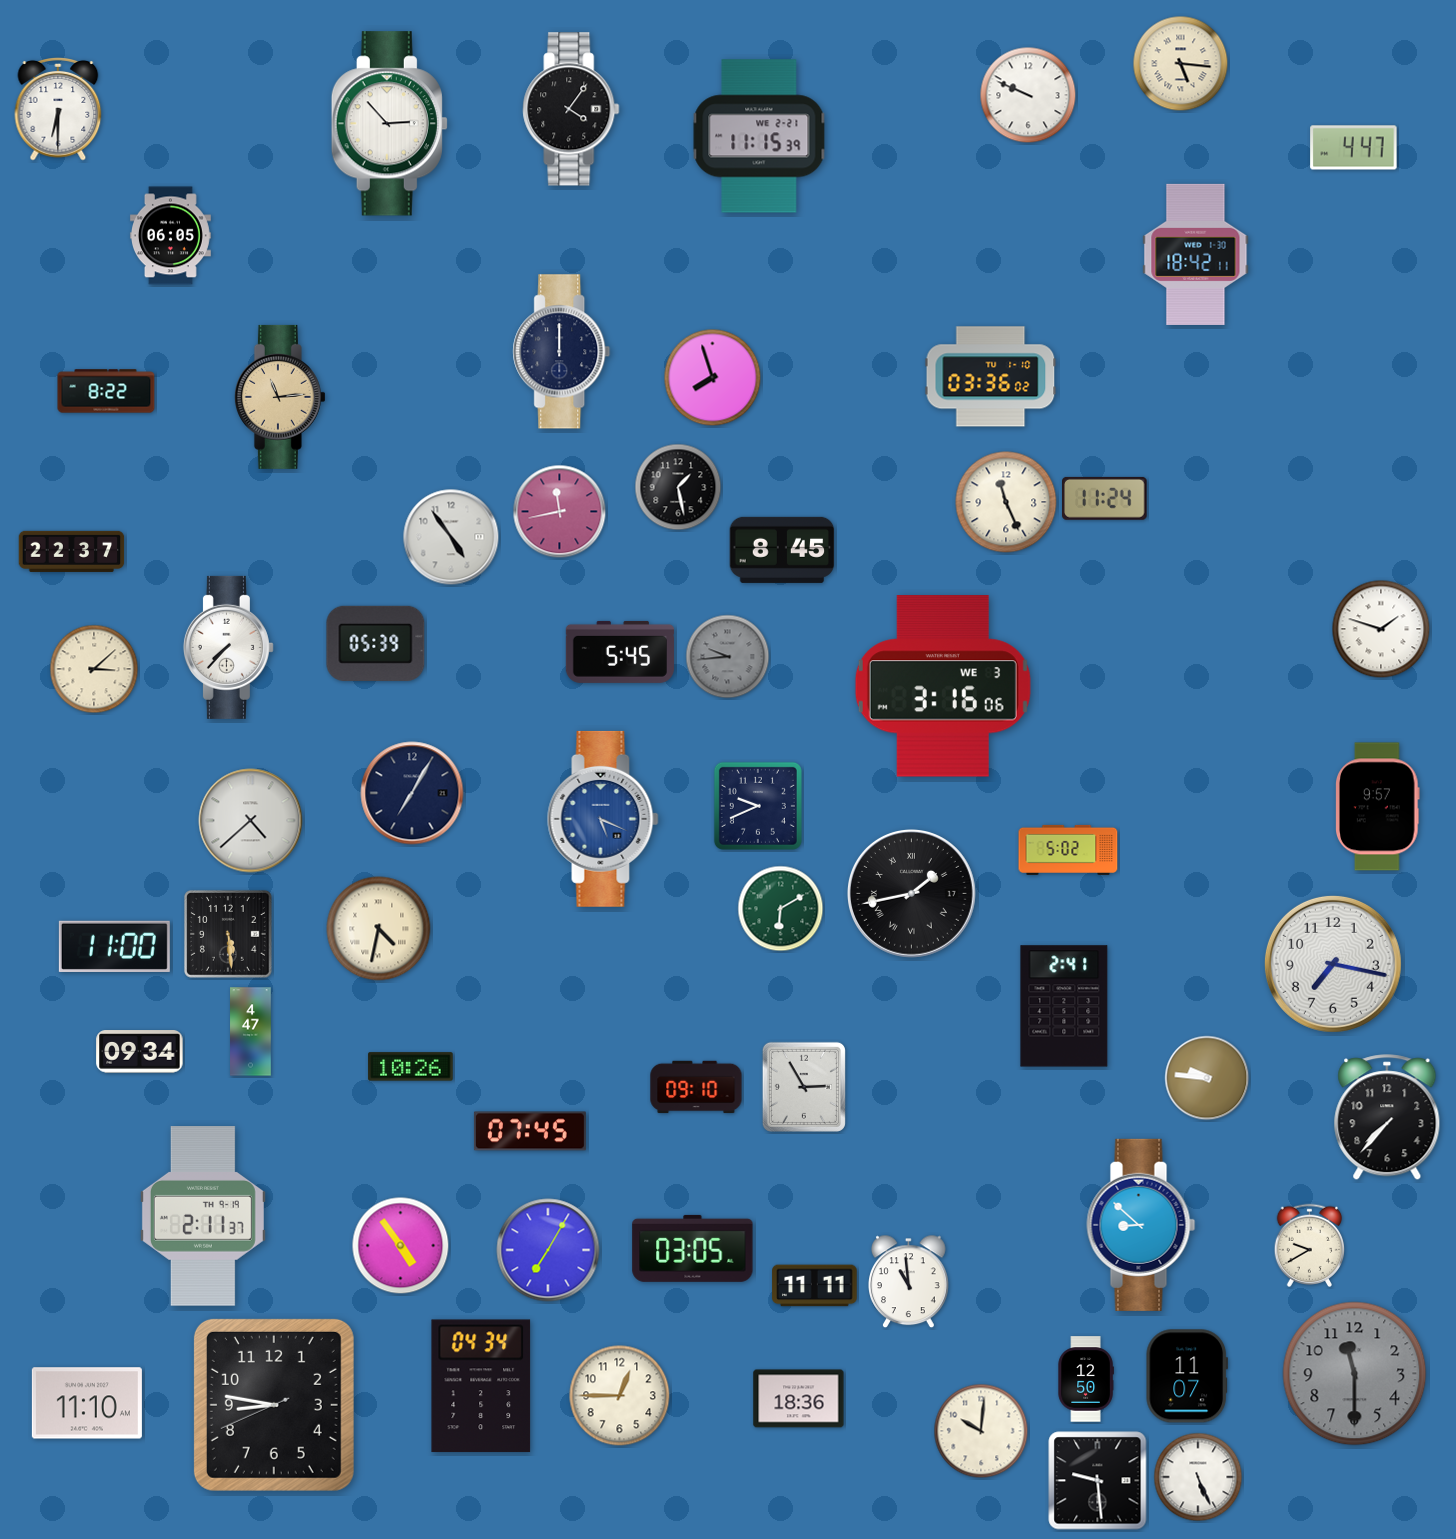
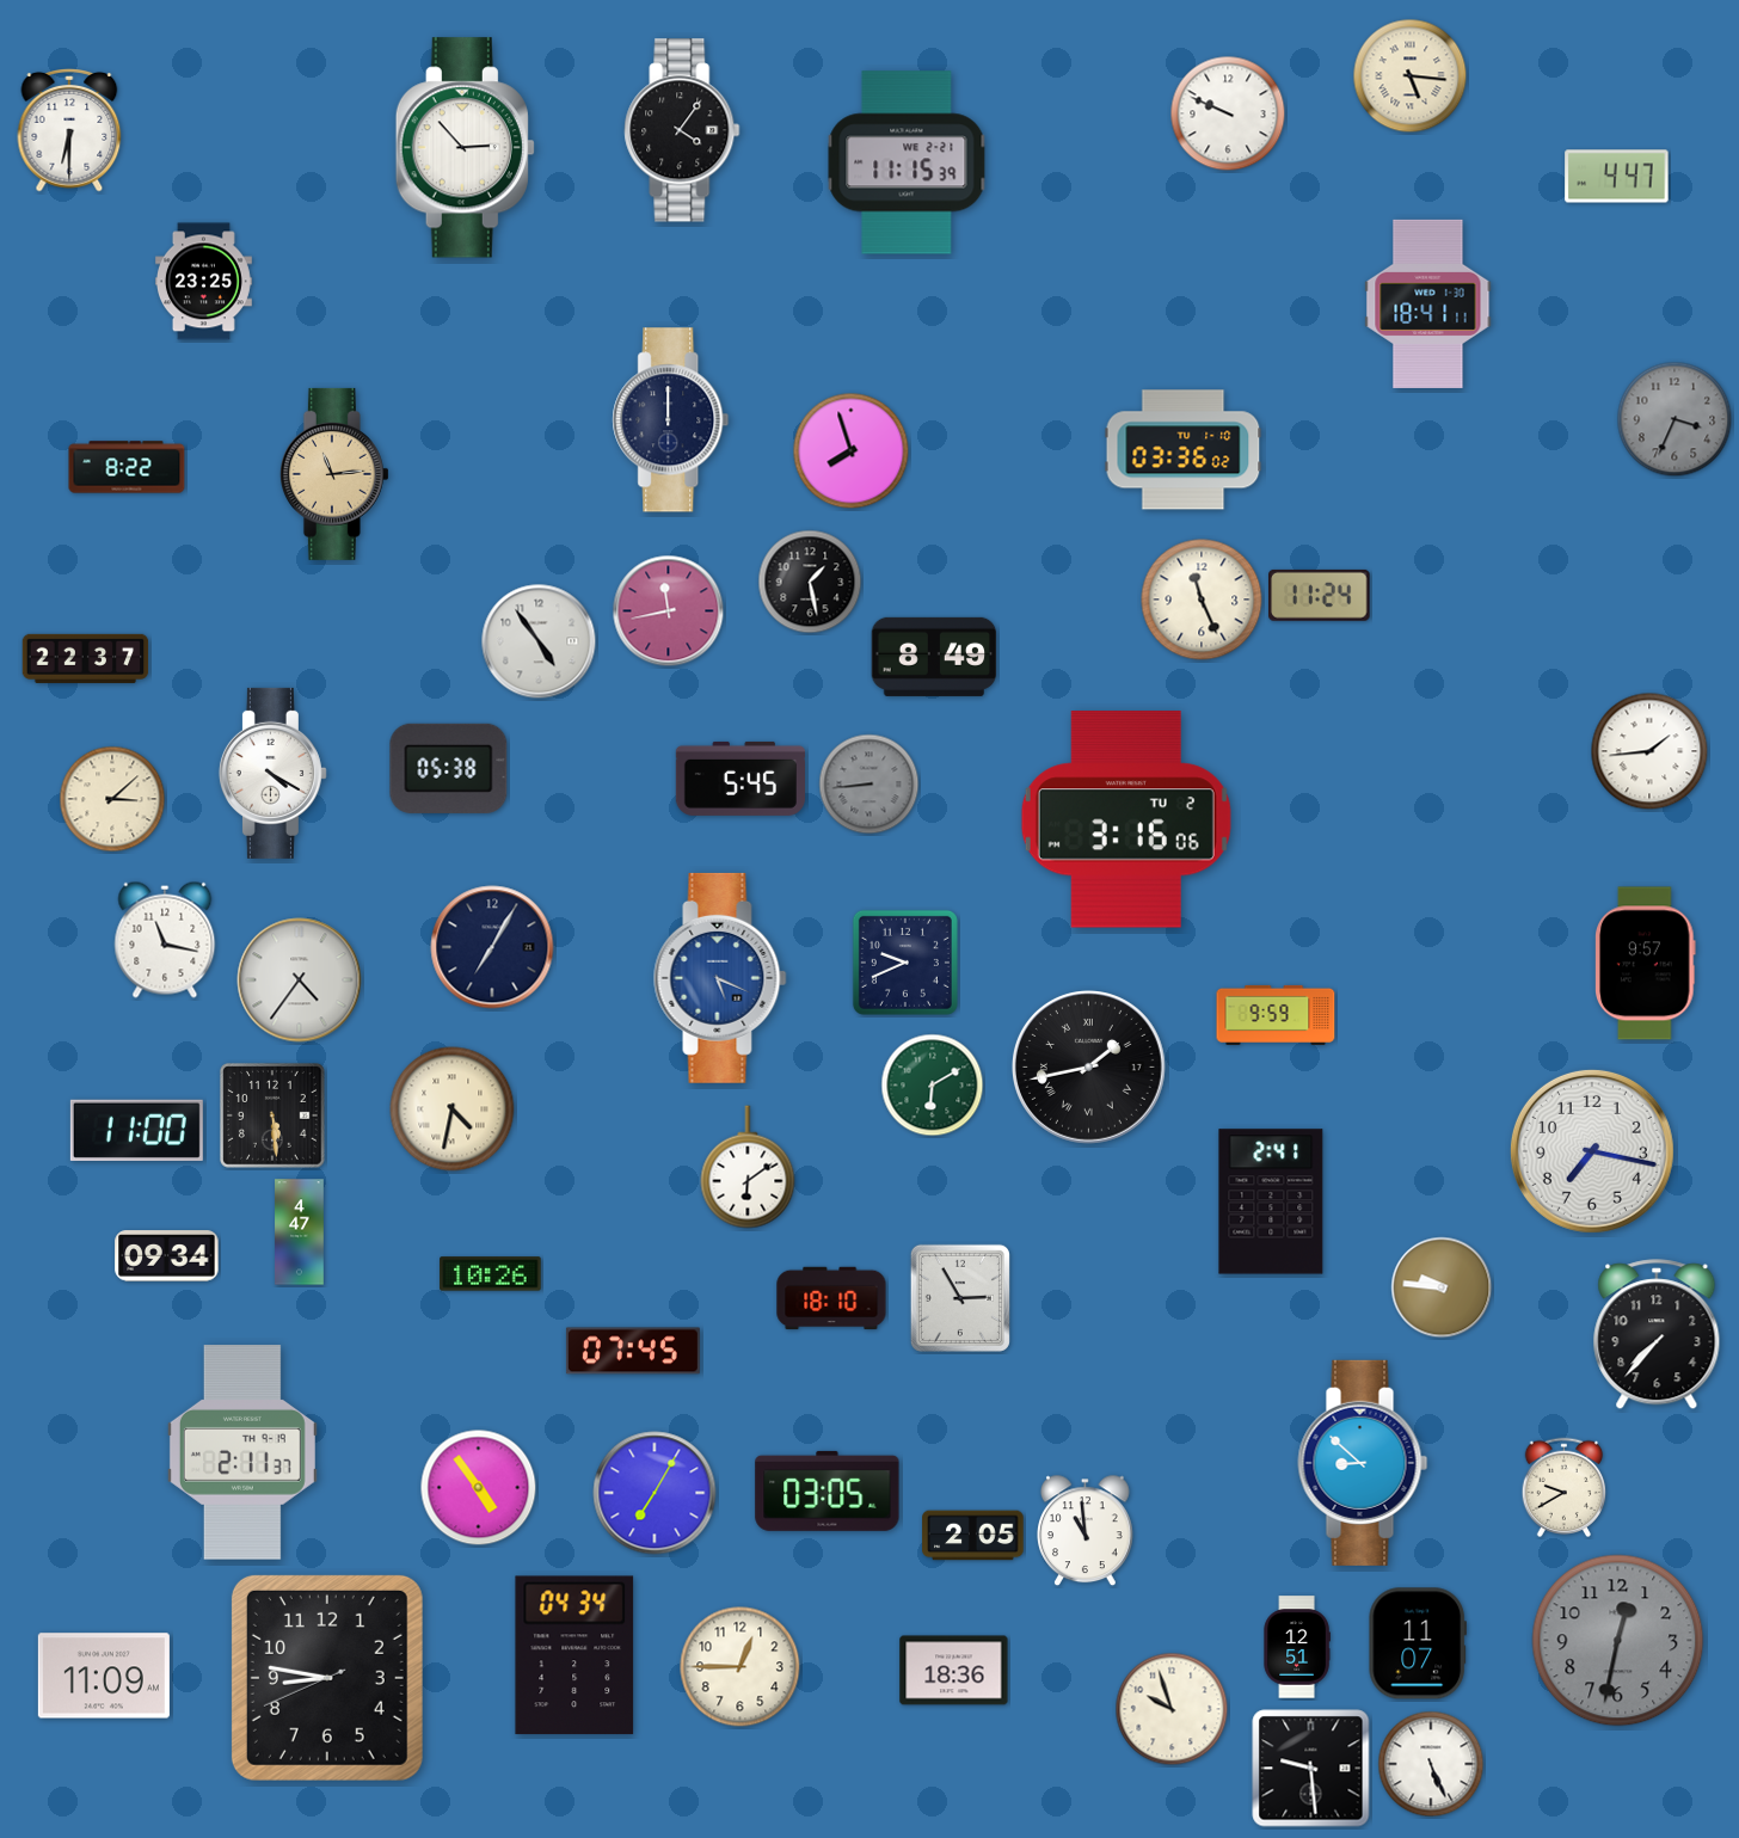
clock at (170, 236): 06:05 -> 23:25
clock at (1196, 254): 18:42 -> 18:41
clock at (1675, 419): none -> 3:34
clock at (782, 550): 8:45 -> 8:49
clock at (1381, 629): 1:48 -> 1:44
clock at (376, 643): 05:39 -> 05:38
clock at (228, 647): 7:37 -> 4:20
clock at (728, 657): 9:44 -> 8:44
clock at (943, 686) date: WE 3 -> TU 2
clock at (165, 940): none -> 11:17
clock at (251, 821): 4:38 -> 4:36
clock at (1068, 850): 5:02 -> 9:59
clock at (748, 1167): none -> 6:09
clock at (696, 1087): 09:10 -> 18:10
clock at (815, 1286): 11:11 -> 2:05
clock at (1355, 1374): 11:30 -> 12:32
clock at (1086, 1379): 12:50 -> 12:51
clock at (87, 1403): 11:10 -> 11:09
clock at (981, 1431): 10:01 -> 9:57
